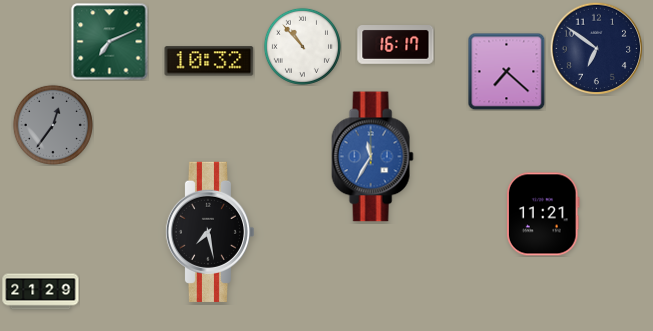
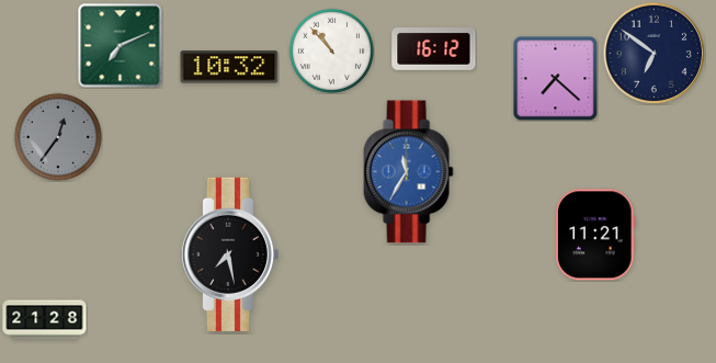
clock at (396, 45): 16:17 -> 16:12
clock at (41, 292): 21:29 -> 21:28
